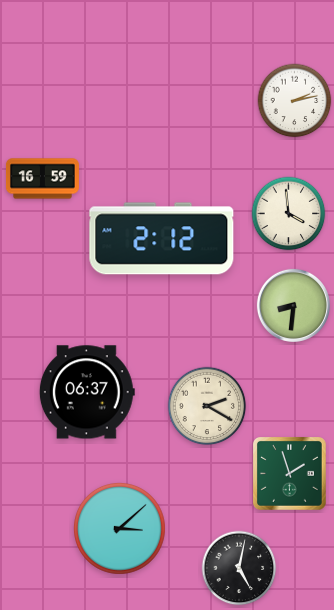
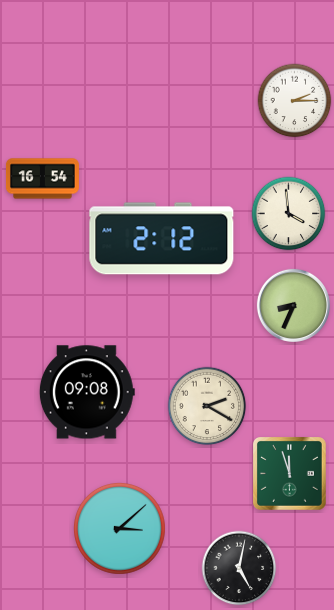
clock at (295, 101): 2:13 -> 2:15
clock at (42, 179): 16:59 -> 16:54
clock at (293, 305): 8:31 -> 8:34
clock at (87, 392): 06:37 -> 09:08
clock at (290, 474): 1:57 -> 11:57
